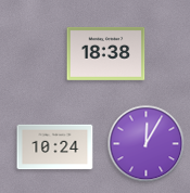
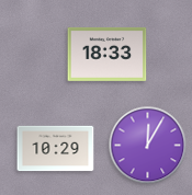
clock at (106, 53): 18:38 -> 18:33
clock at (55, 147): 10:24 -> 10:29
